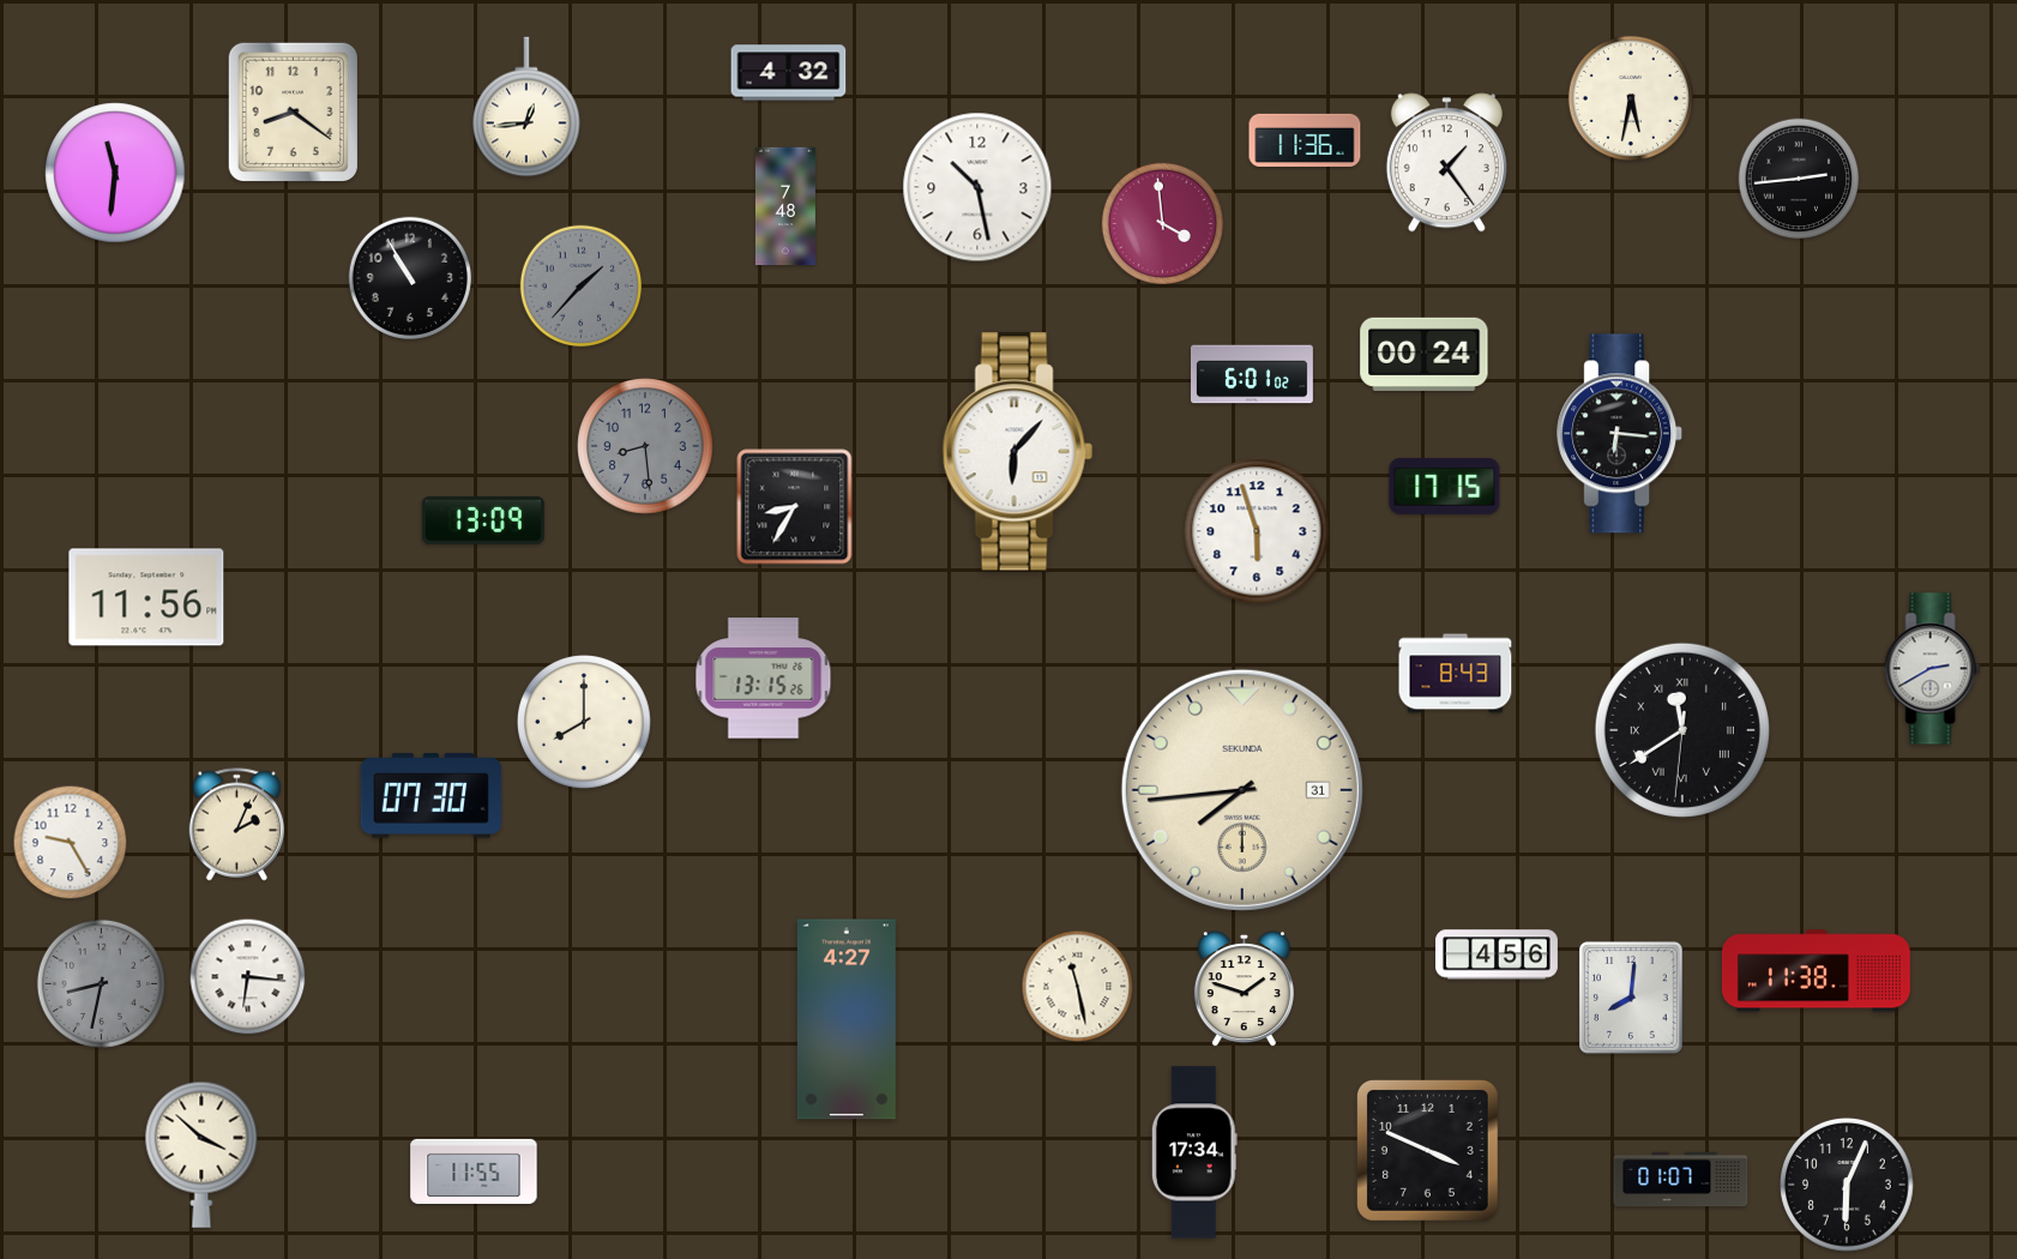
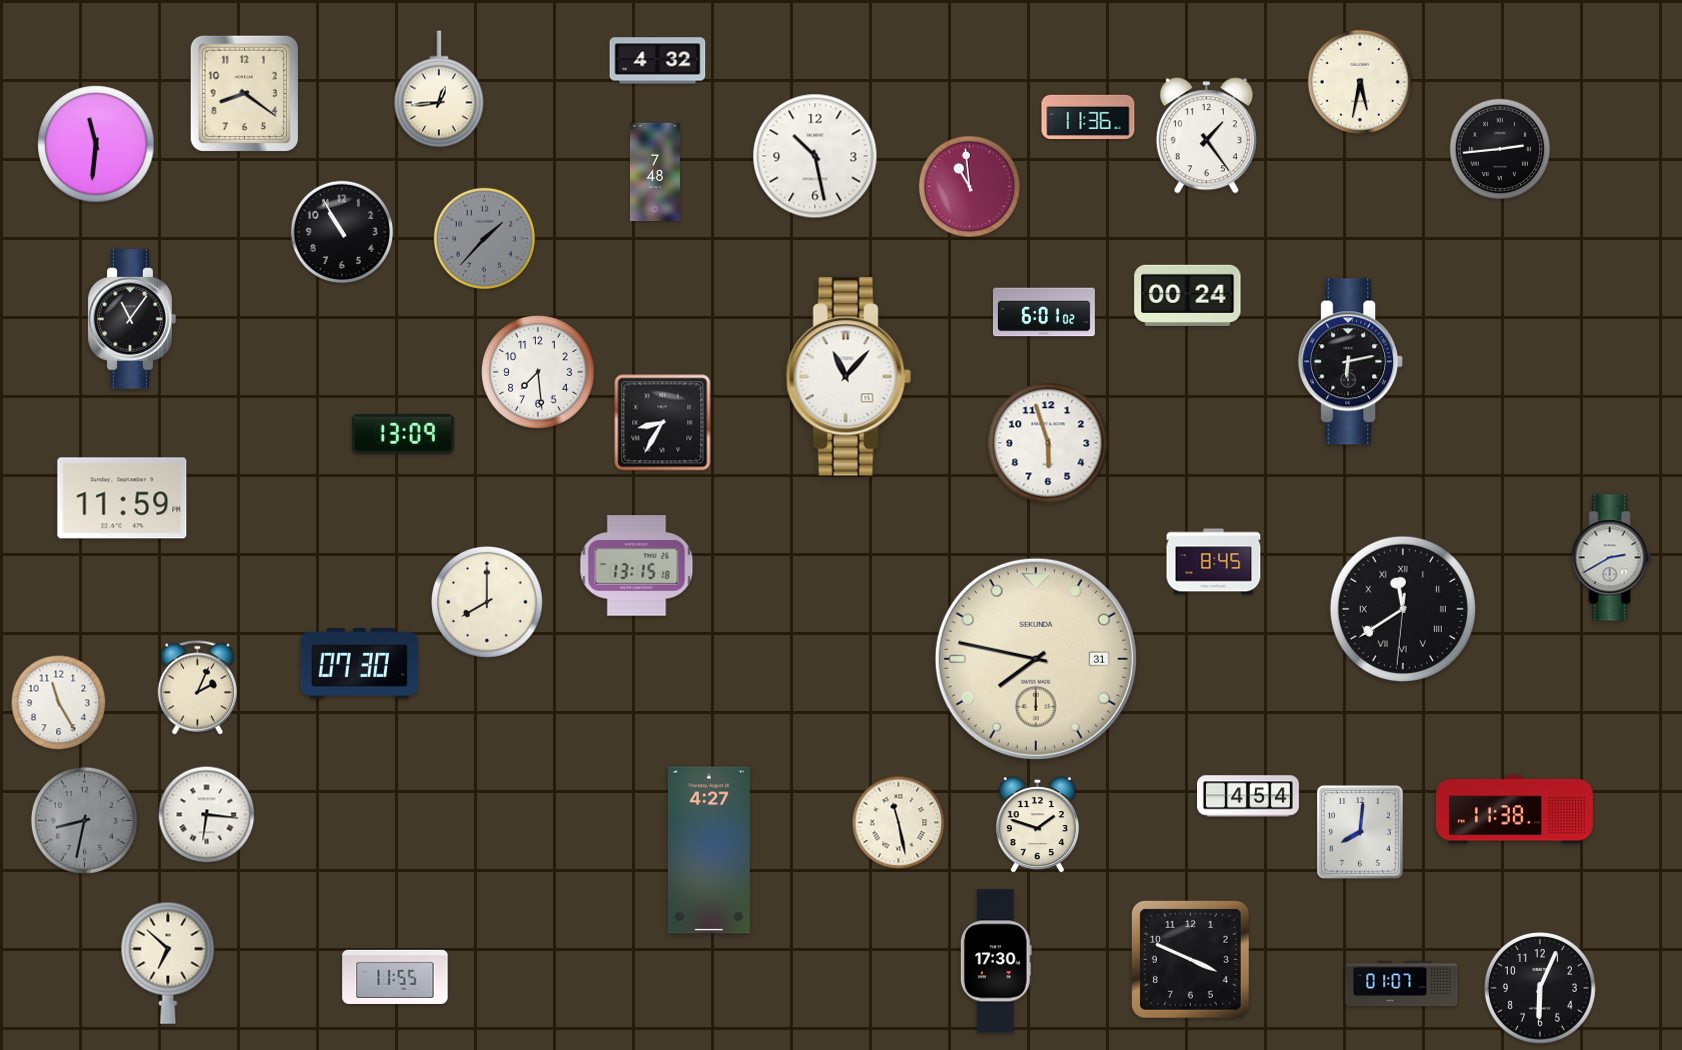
clock at (1163, 224): 3:59 -> 10:59
clock at (132, 320): none -> 11:06
clock at (1620, 434): 6:16 -> 6:13
clock at (645, 446): 8:29 -> 7:29
clock at (645, 446) dial: grey -> white
clock at (1017, 452): 6:07 -> 11:07
clock at (1445, 486): 17:15 -> none
clock at (146, 597): 11:56 -> 11:59
clock at (1456, 674): 8:43 -> 8:45
clock at (764, 679): 13:15:26 -> 13:15:18
clock at (1242, 790): 7:44 -> 7:47
clock at (71, 843): 9:25 -> 11:25
clock at (1498, 954): 4:56 -> 4:54
clock at (847, 1019) position: (847, 1019) -> (709, 850)
clock at (1194, 1152): 17:34 -> 17:30
clock at (201, 1155): 3:52 -> 6:52
